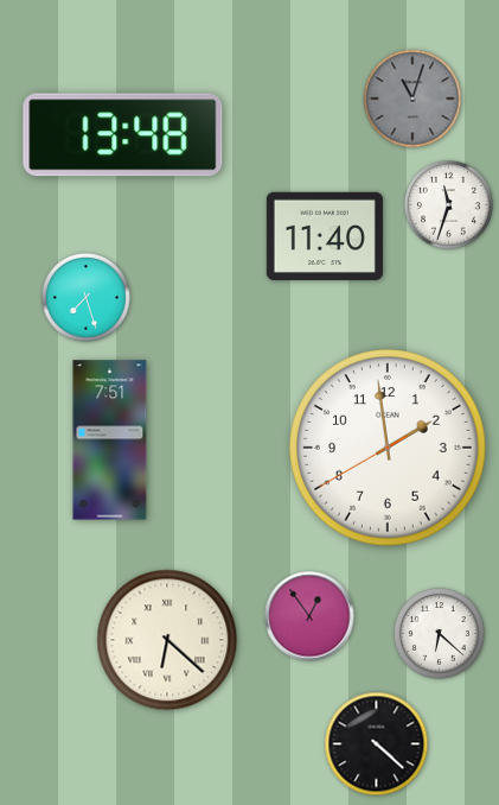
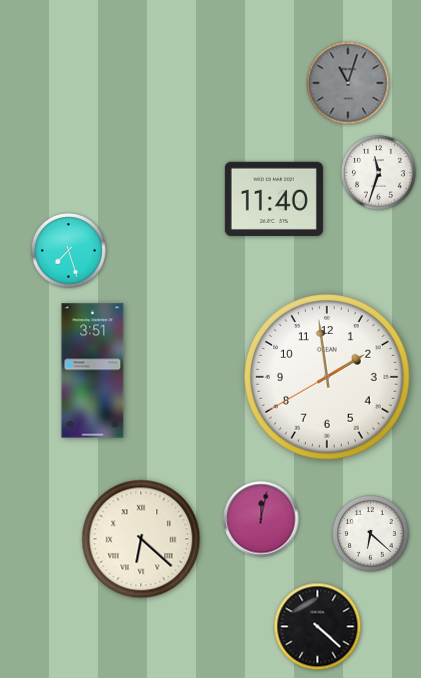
clock at (123, 135): 13:48 -> none
clock at (87, 298) position: (87, 298) -> (69, 251)
clock at (110, 440): 7:51 -> 3:51
clock at (309, 616): 12:54 -> 12:02
